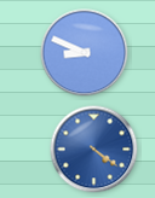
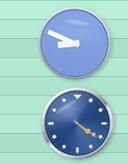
clock at (85, 53) position: (85, 53) -> (75, 44)
